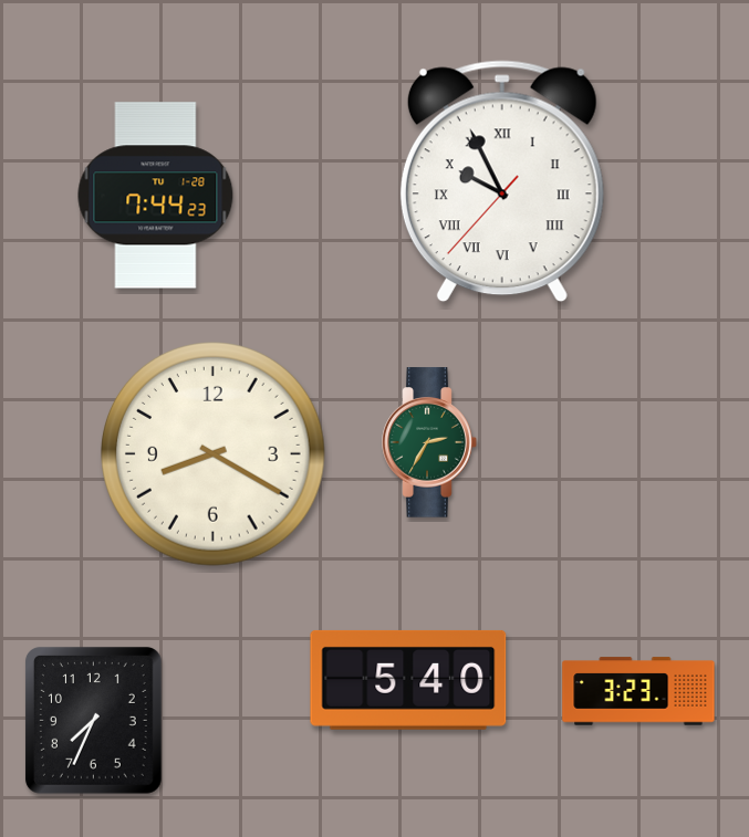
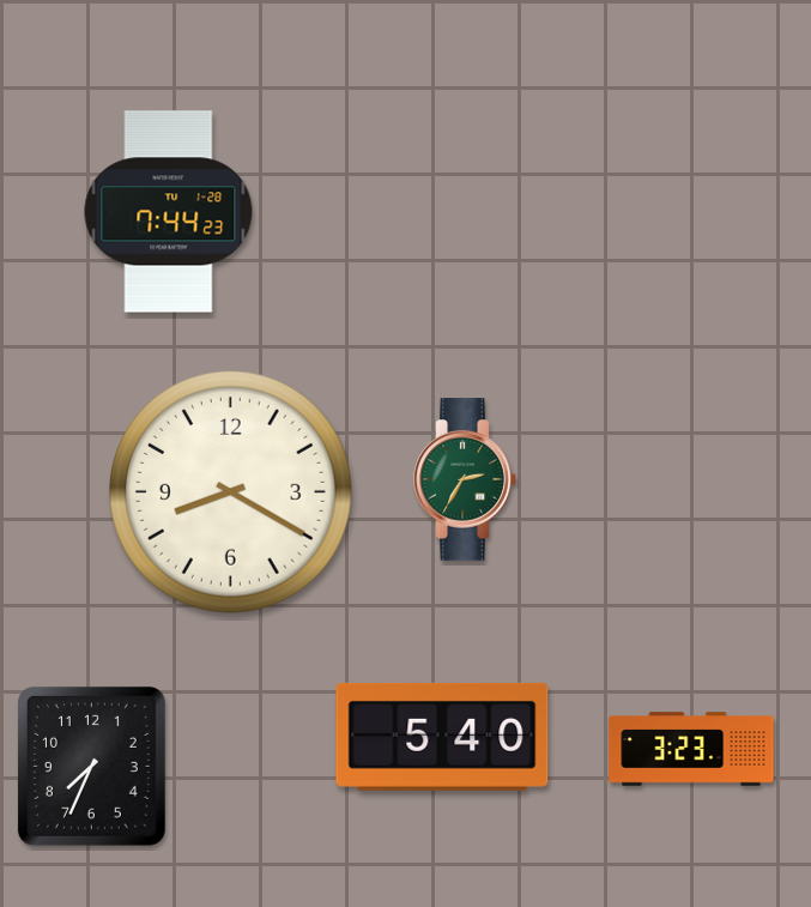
clock at (502, 181): 9:55 -> none
clock at (93, 721) position: (93, 721) -> (91, 767)
